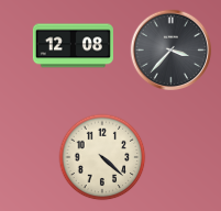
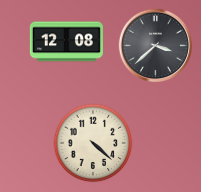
clock at (172, 51): 3:37 -> 3:38
